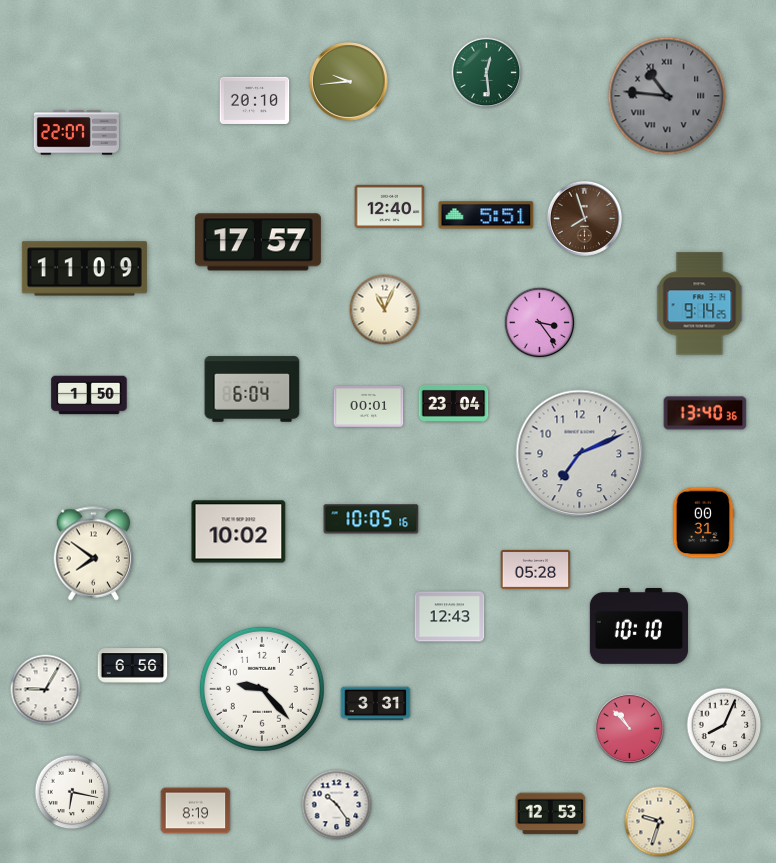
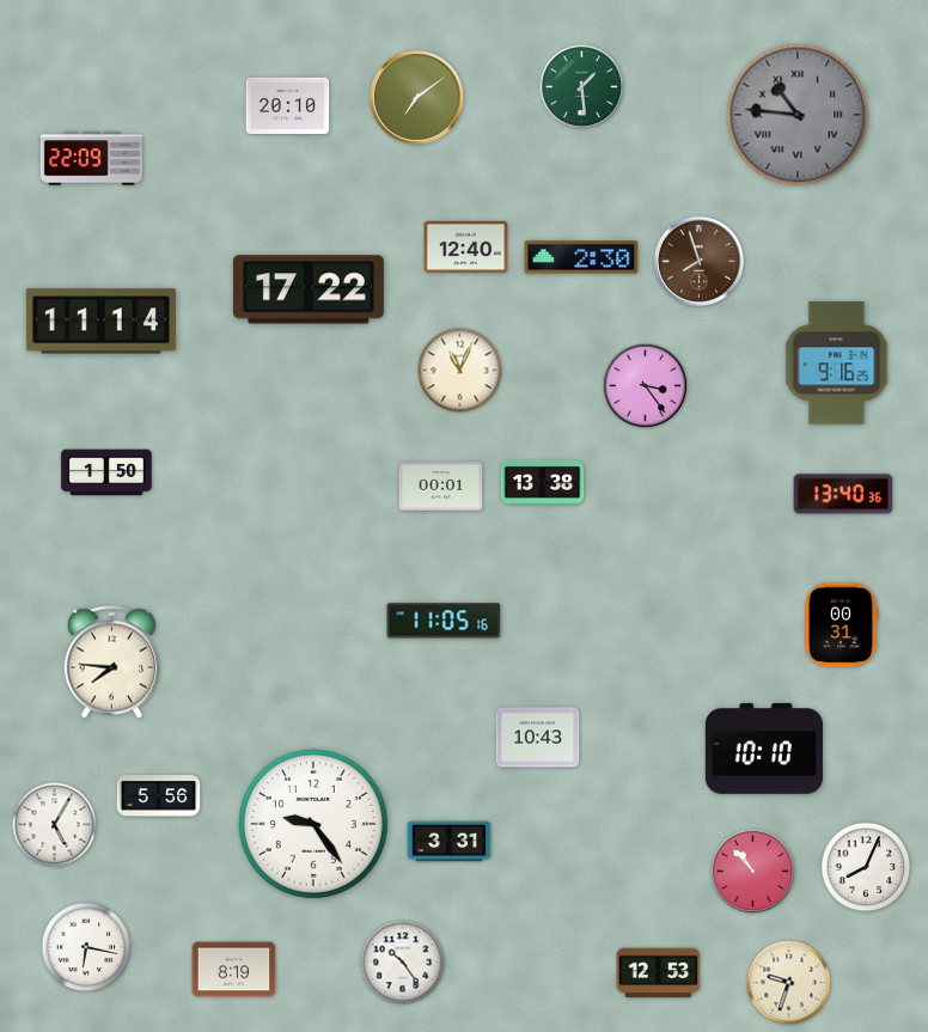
clock at (487, 73): 12:29 -> 1:29
clock at (349, 82): 9:44 -> 7:09
clock at (255, 100) position: (255, 100) -> (288, 105)
clock at (76, 133): 22:07 -> 22:09
clock at (486, 215): 5:51 -> 2:30
clock at (258, 242): 17:57 -> 17:22
clock at (84, 269): 11:09 -> 11:14
clock at (700, 304): 9:14 -> 9:16
clock at (252, 389): 6:04 -> none
clock at (454, 403): 23:04 -> 13:38
clock at (580, 454): 7:11 -> none
clock at (371, 519): 10:05 -> 11:05
clock at (239, 532): 10:02 -> none
clock at (94, 554): 7:51 -> 7:46
clock at (536, 569): 05:28 -> none
clock at (450, 617): 12:43 -> 10:43
clock at (133, 666): 6:56 -> 5:56
clock at (262, 689): 9:23 -> 9:24
clock at (46, 690): 9:05 -> 5:05
